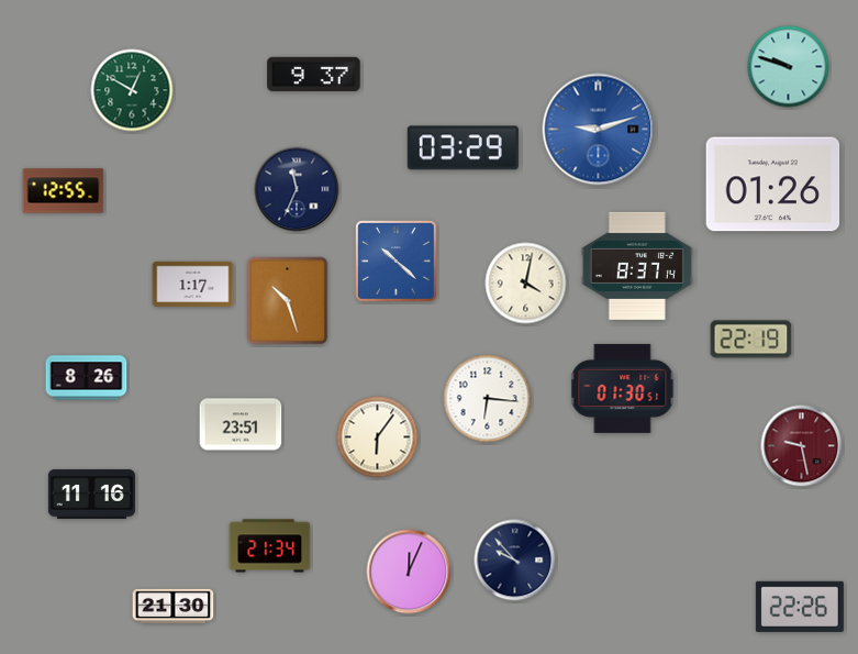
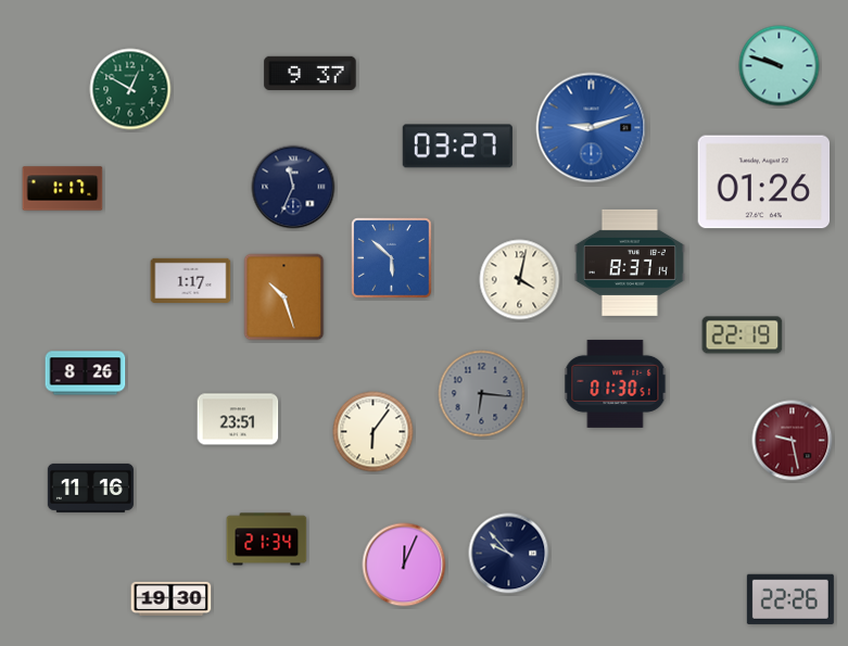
clock at (463, 148): 03:29 -> 03:27
clock at (64, 191): 12:55 -> 1:17
clock at (397, 262): 10:22 -> 5:52
clock at (488, 399) dial: white -> grey
clock at (174, 606): 21:30 -> 19:30
